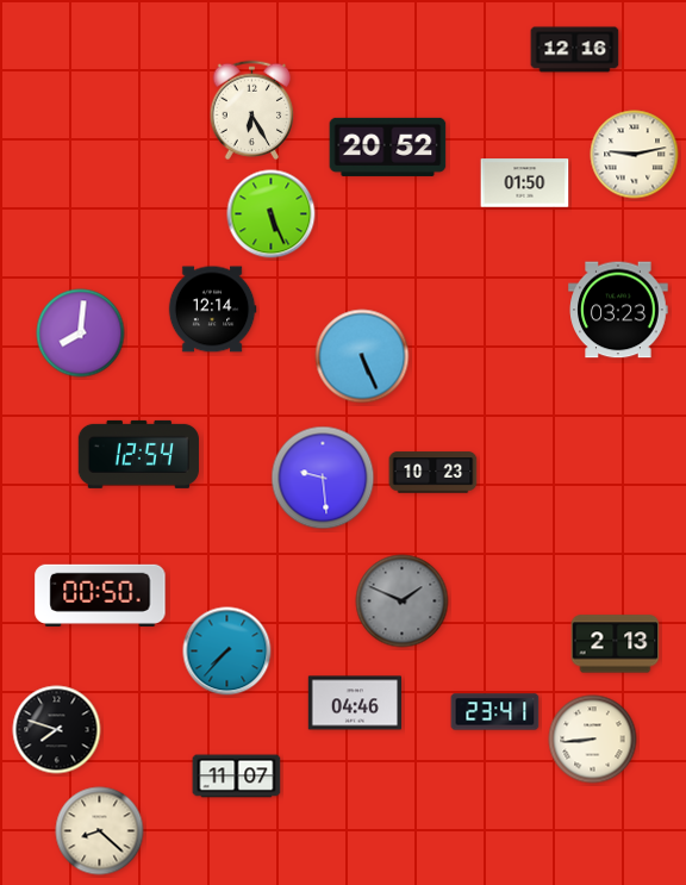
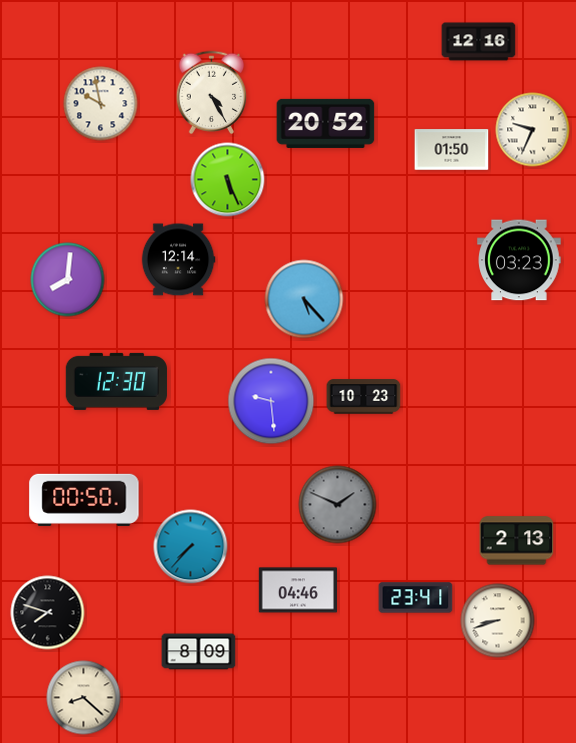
clock at (575, 50) position: (575, 50) -> (479, 42)
clock at (252, 111): 6:25 -> 4:25
clock at (101, 104): none -> 9:58
clock at (635, 155): 9:13 -> 9:34
clock at (525, 183) position: (525, 183) -> (452, 150)
clock at (362, 356): 5:26 -> 5:23
clock at (138, 454): 12:54 -> 12:30
clock at (593, 740): 8:44 -> 8:42
clock at (237, 777): 11:07 -> 8:09
